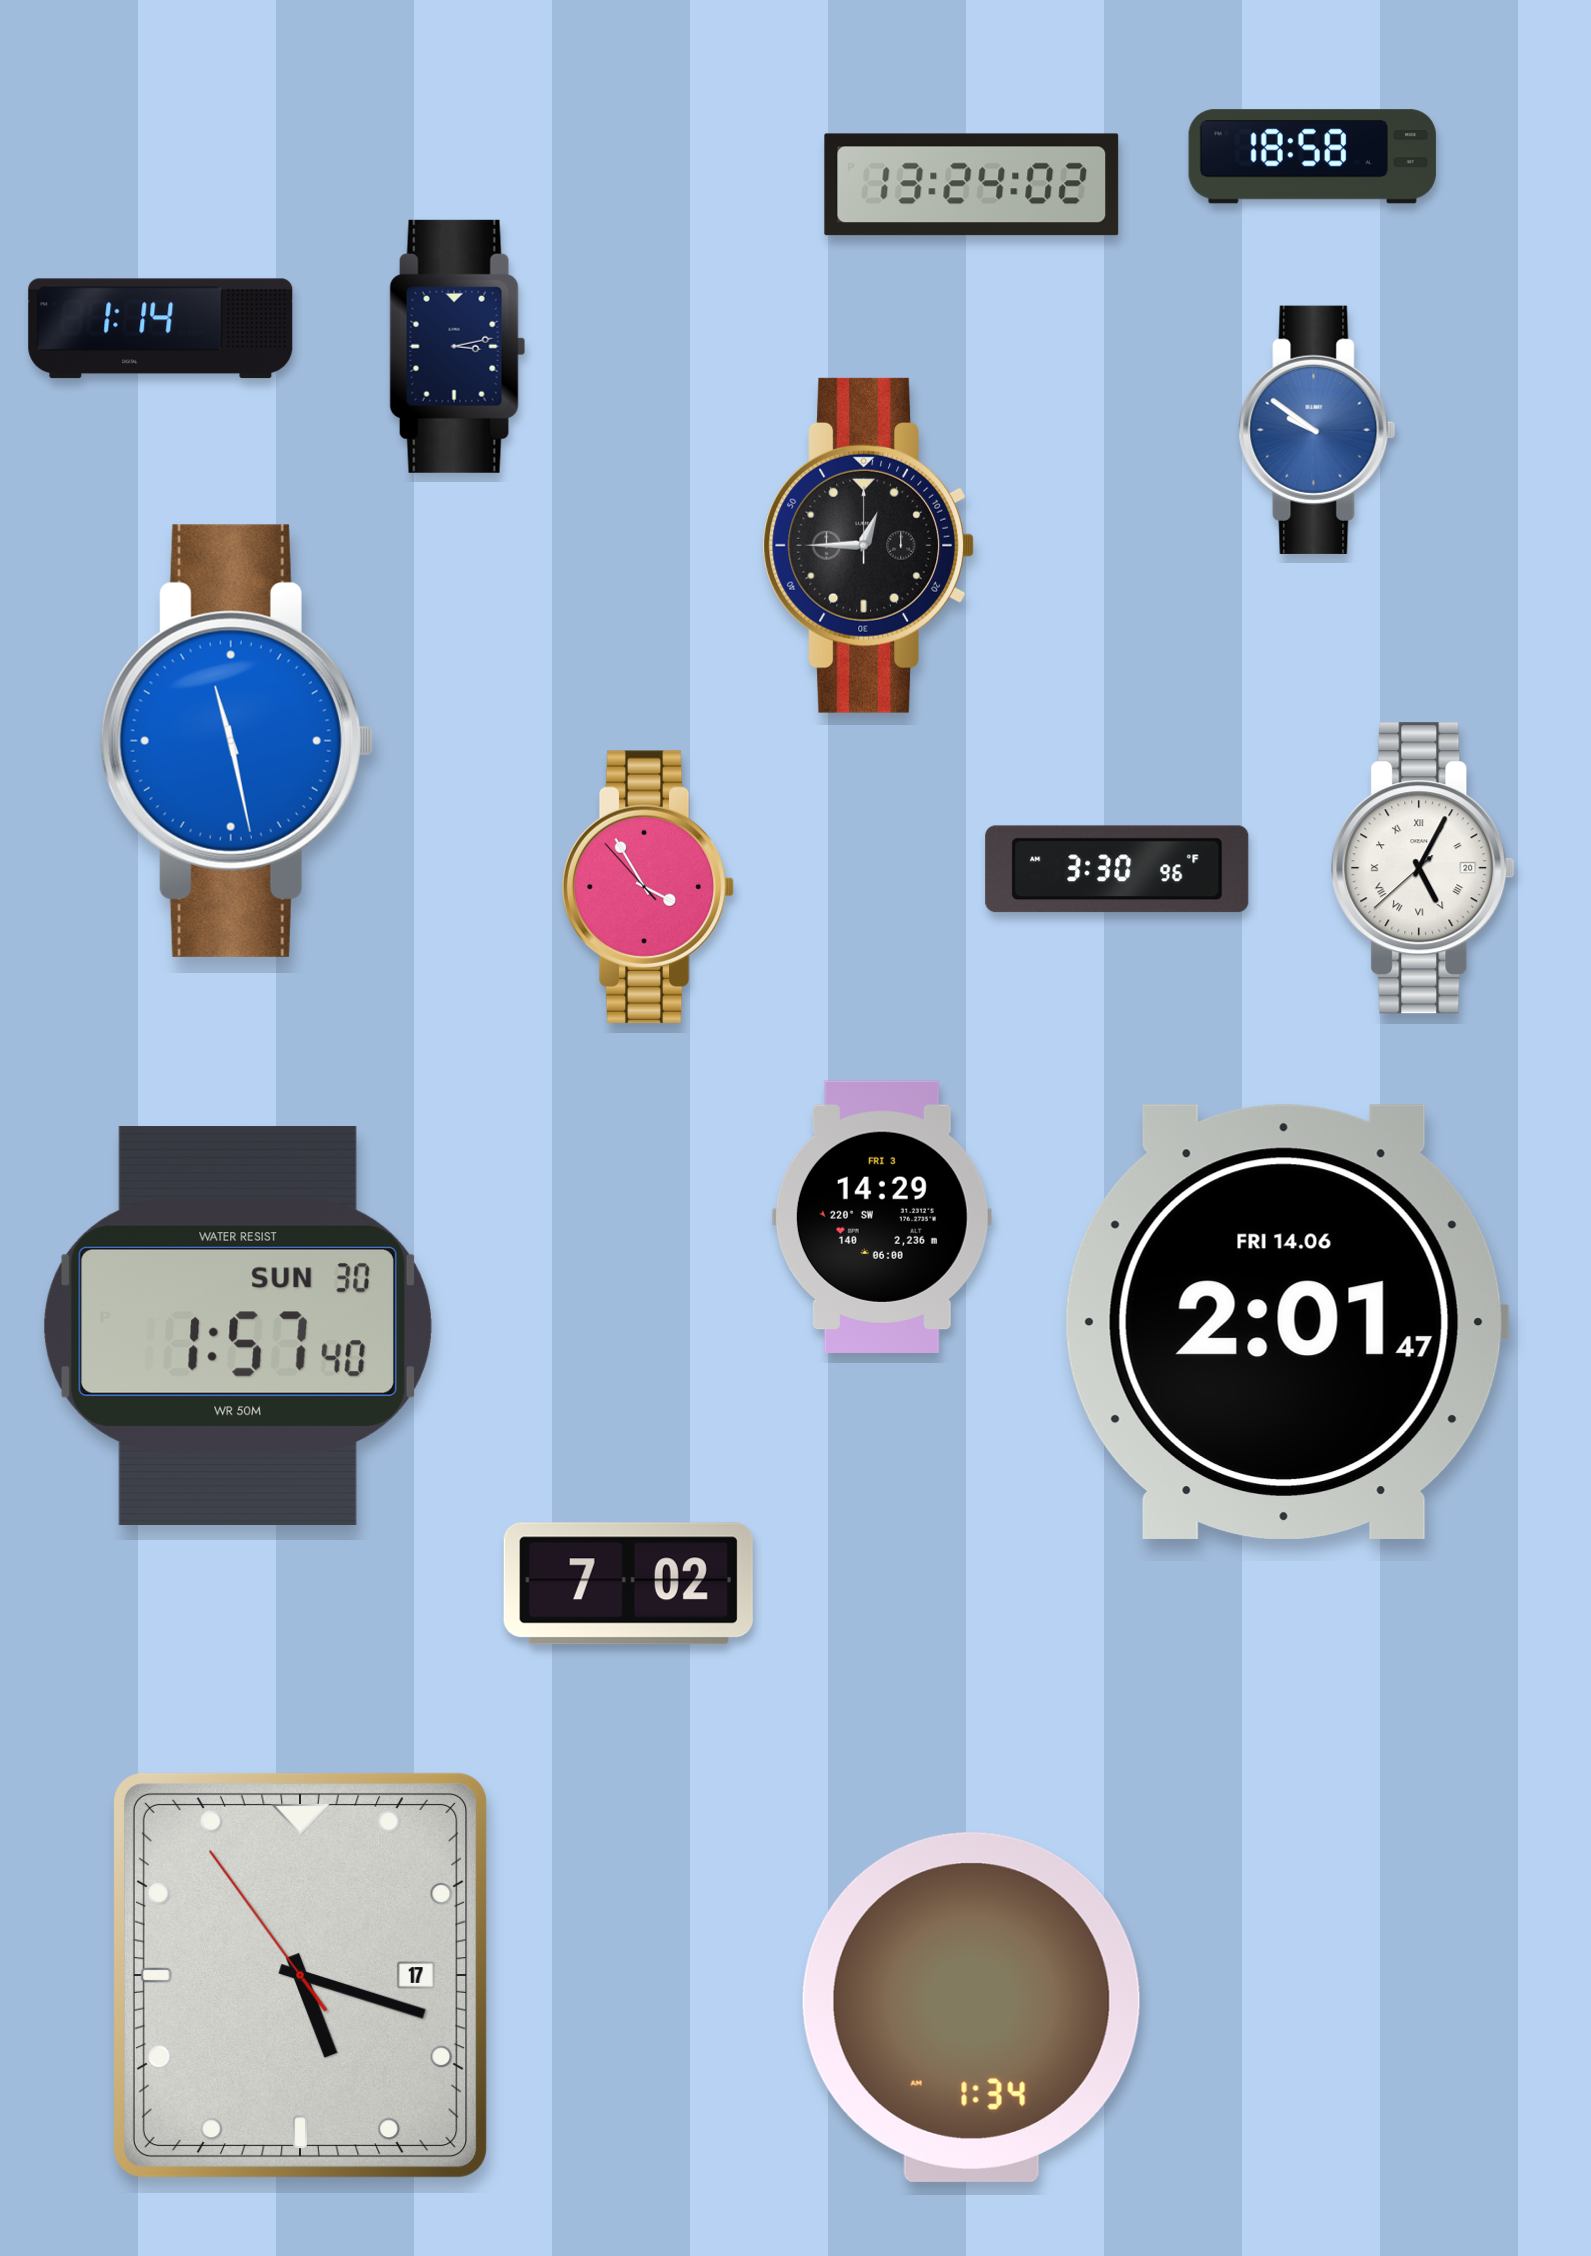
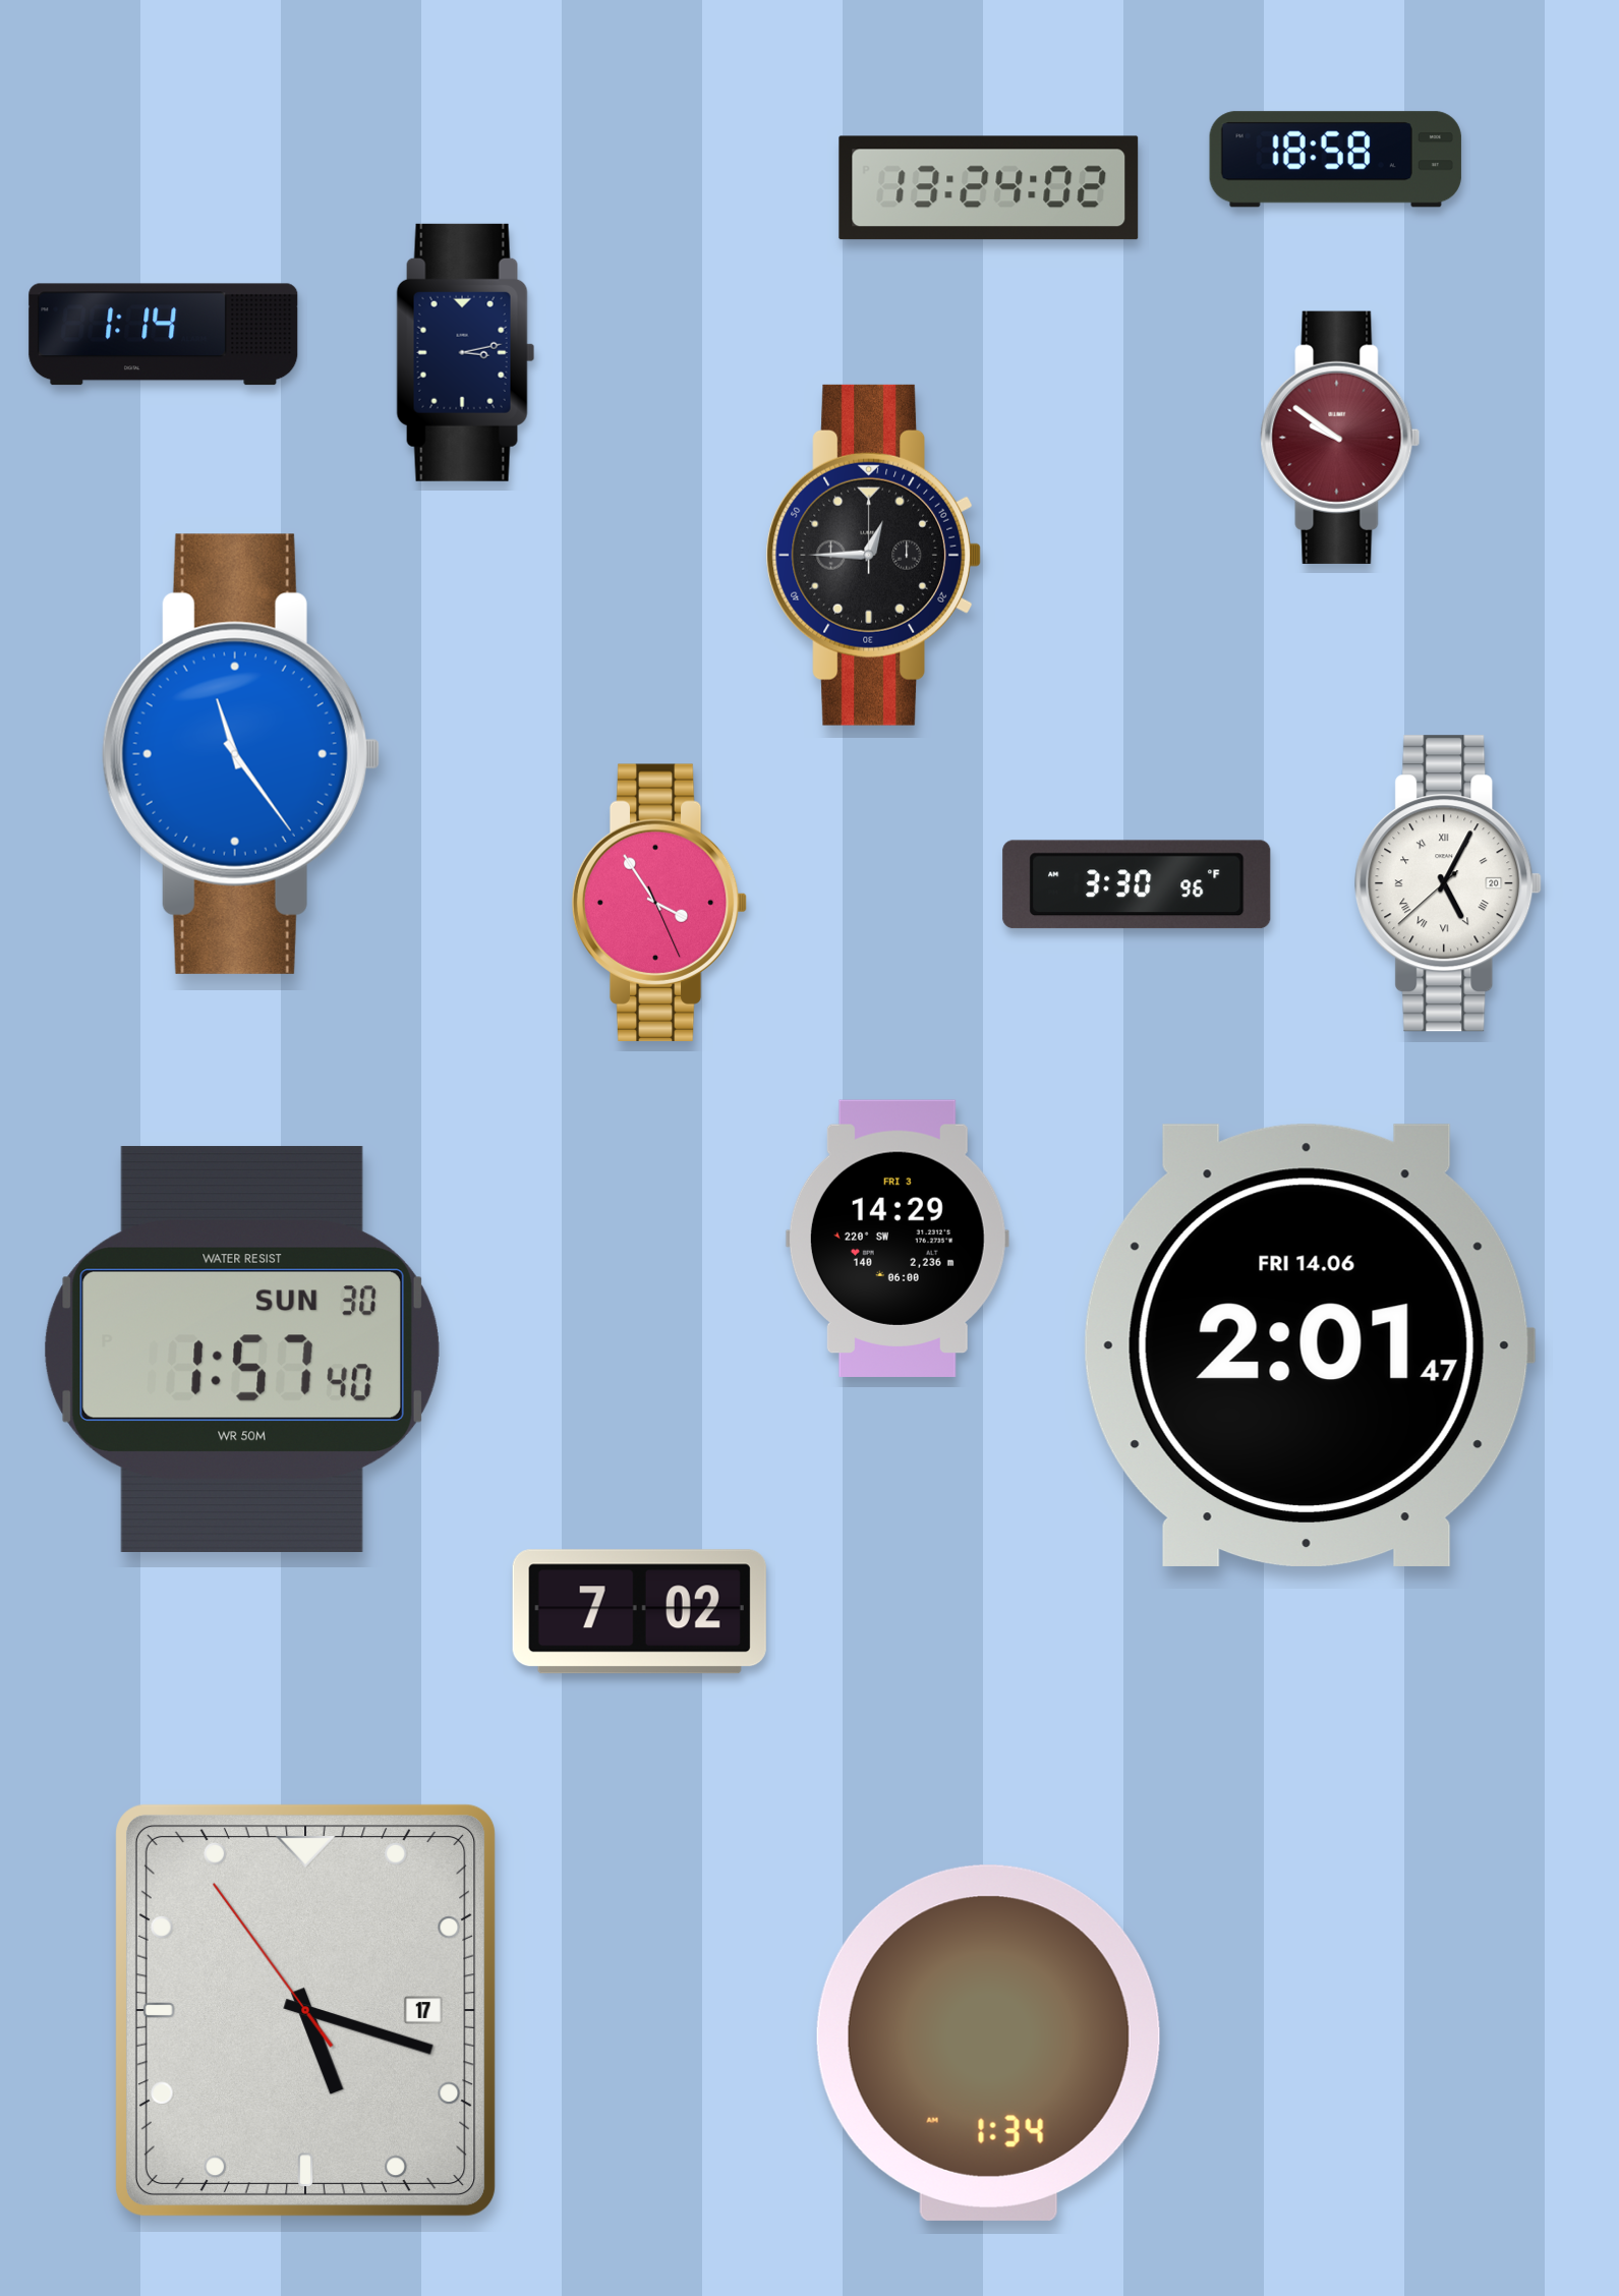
clock at (1317, 430) dial: blue -> burgundy
clock at (868, 545) position: (868, 545) -> (873, 555)
clock at (237, 741): 11:28 -> 11:24
clock at (648, 887): 3:54:53 -> 3:54:26
